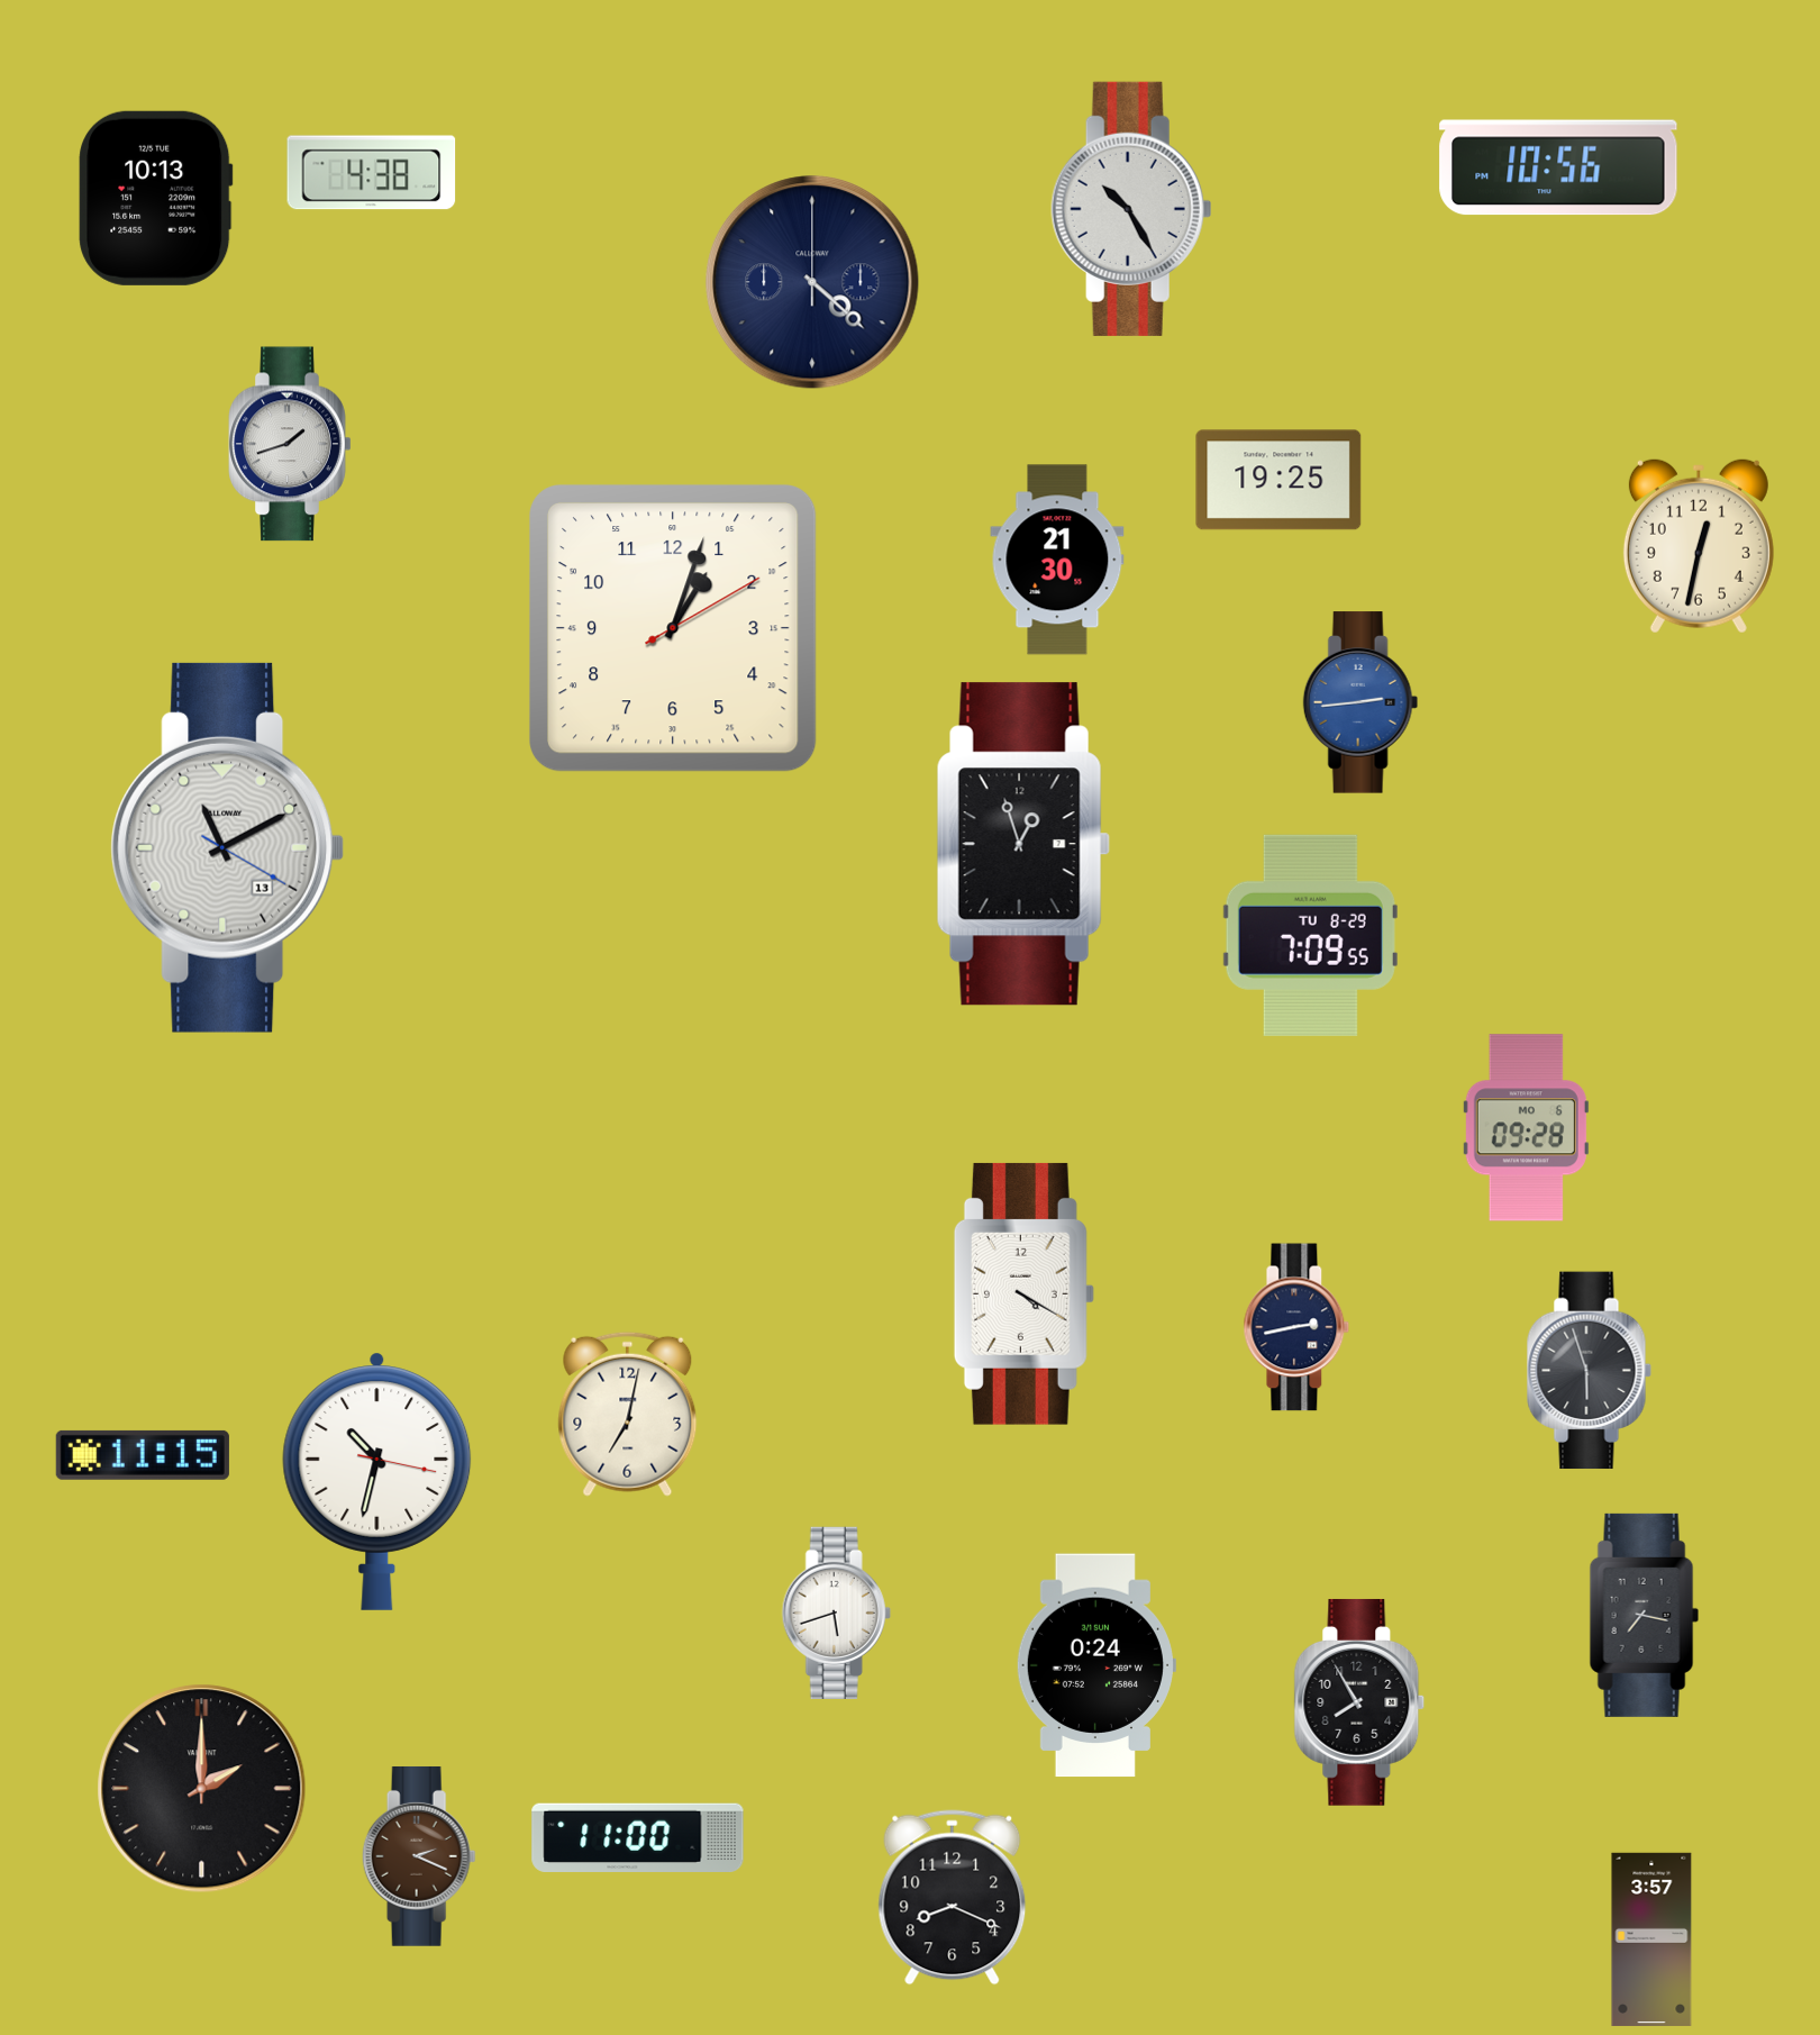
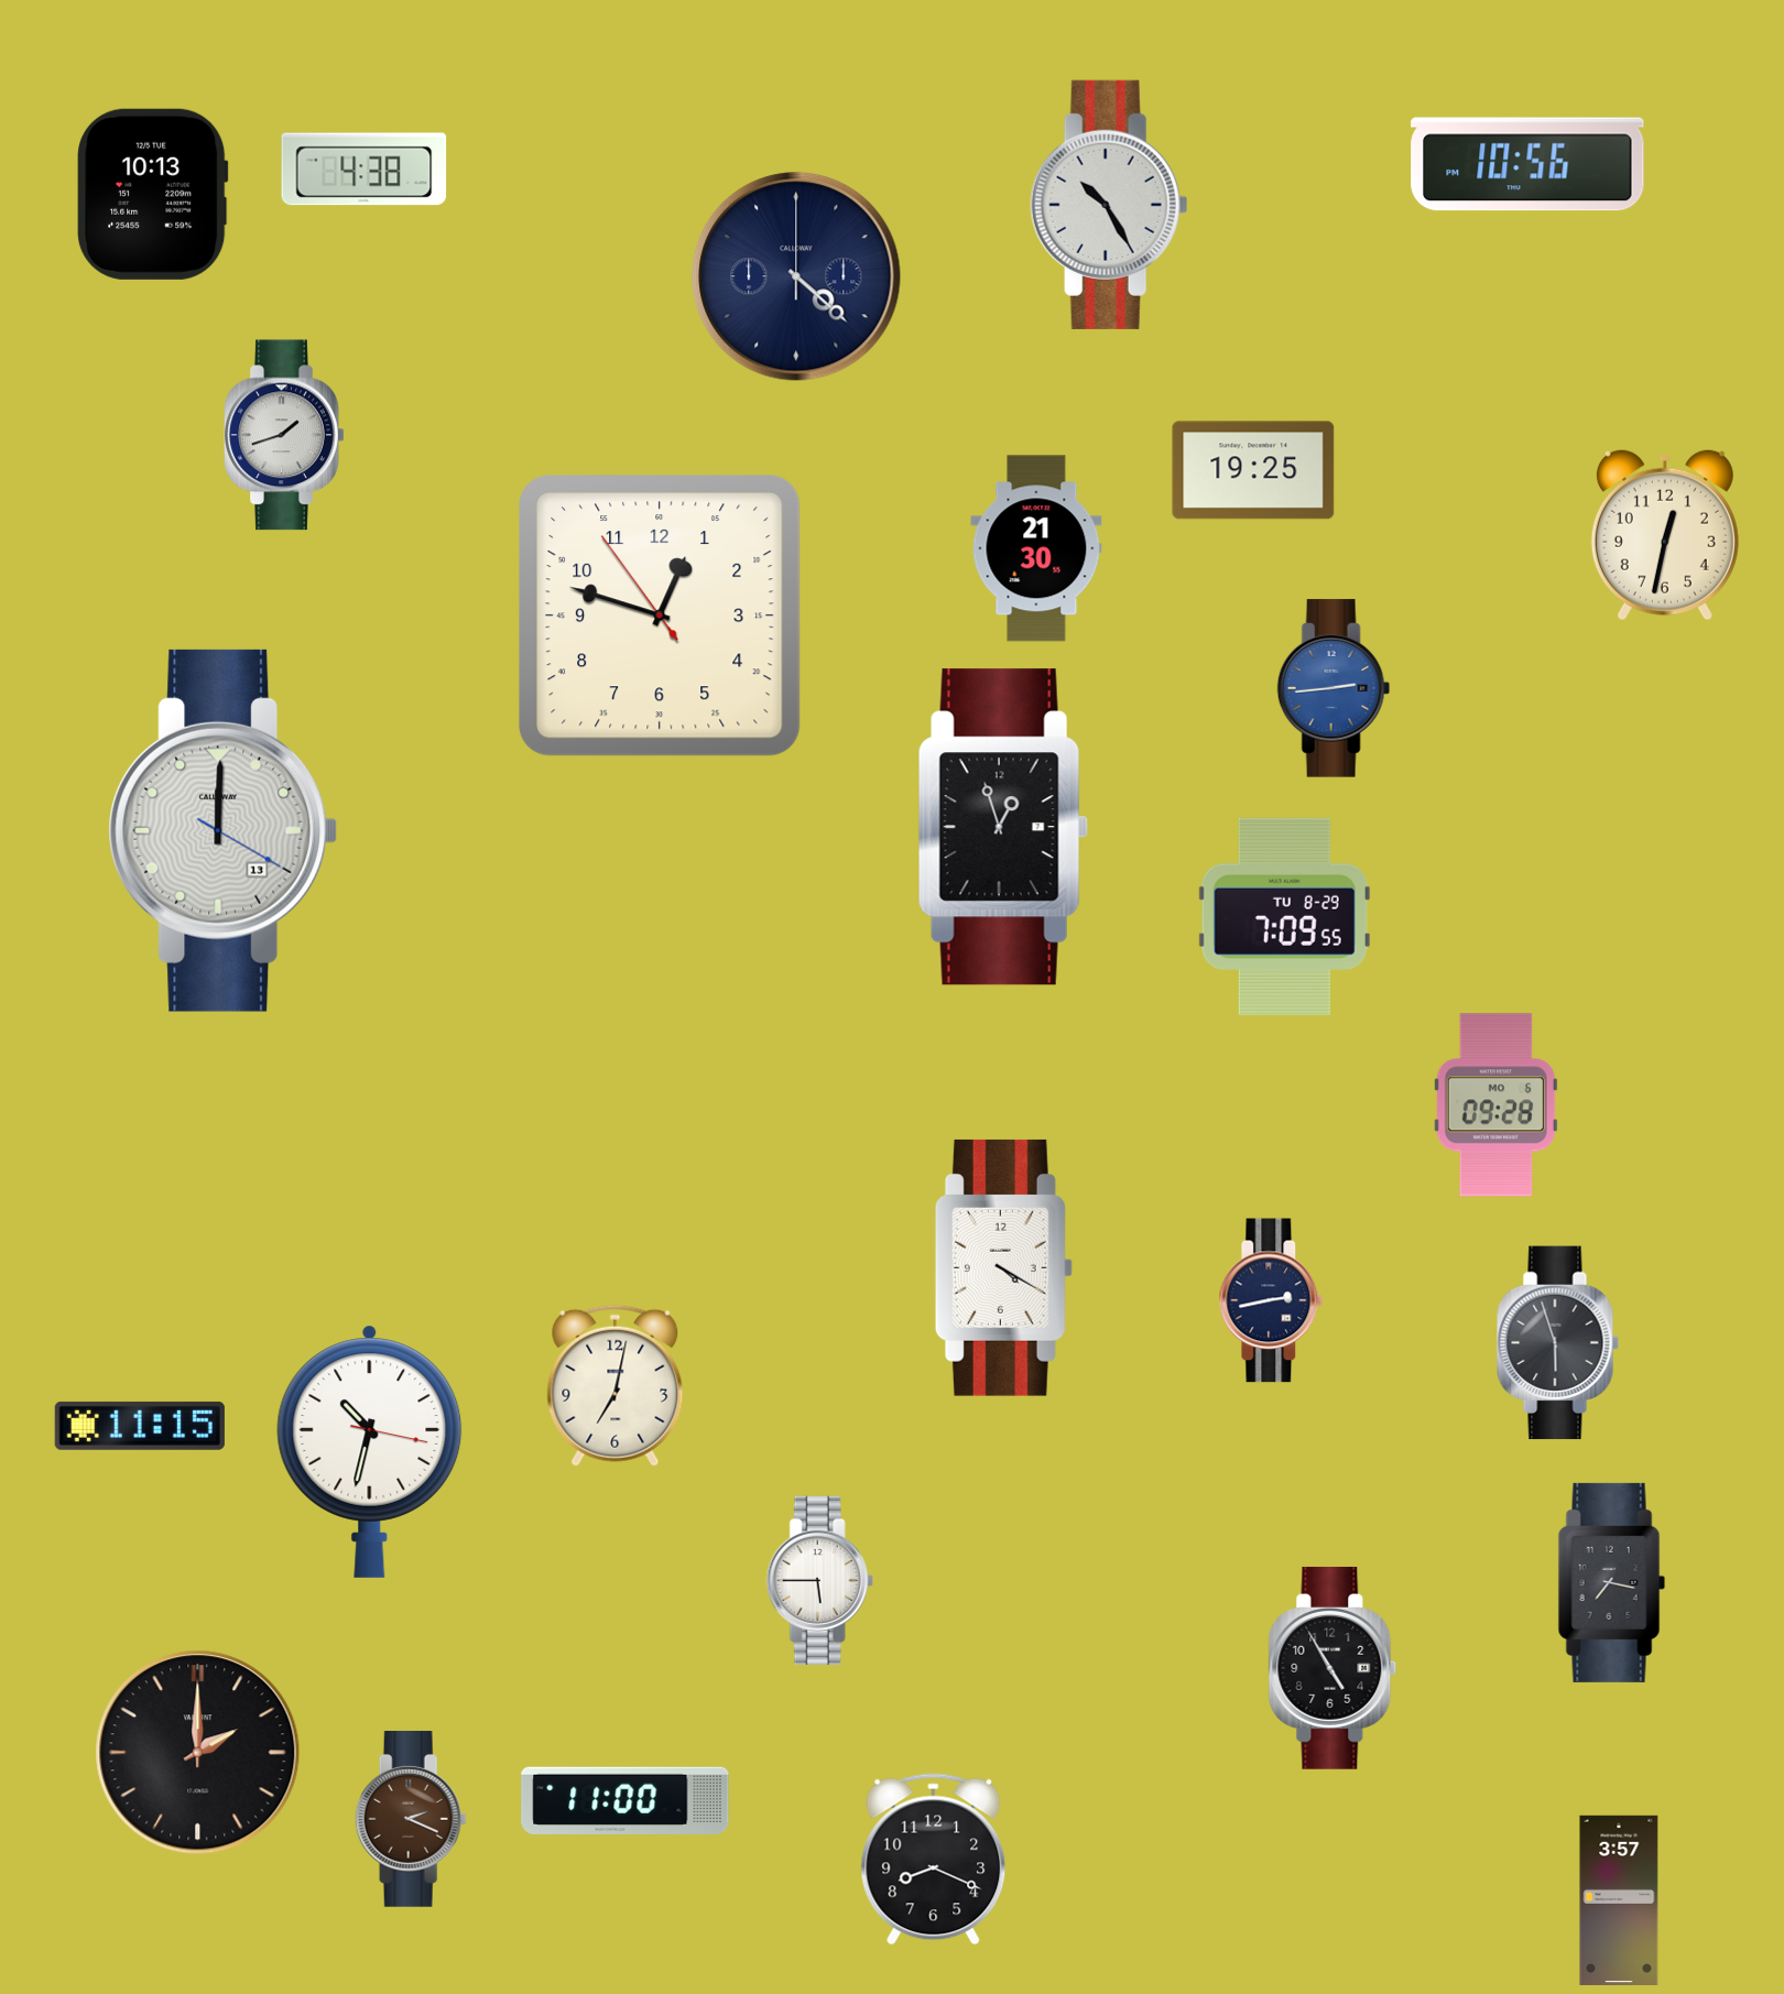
clock at (674, 629): 1:03 -> 12:47
clock at (228, 847): 11:10 -> 12:00
clock at (836, 1612): 5:42 -> 5:45
clock at (1095, 1665): 0:24 -> none
clock at (1359, 1702): 7:55 -> 4:55
